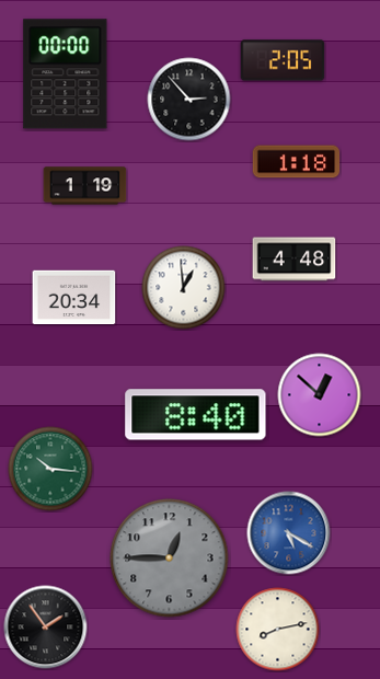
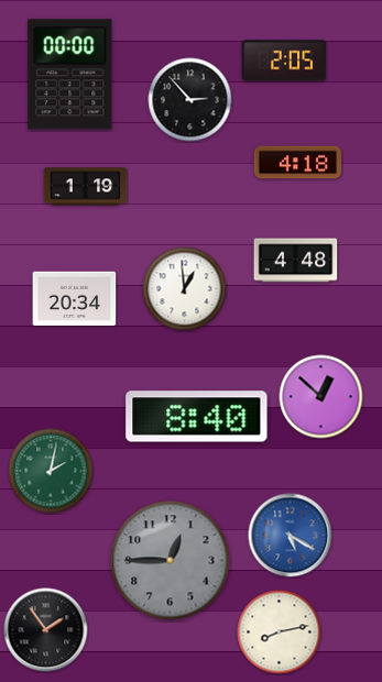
clock at (66, 74) position: (66, 74) -> (70, 75)
clock at (297, 162): 1:18 -> 4:18
clock at (50, 469): 10:16 -> 2:02
